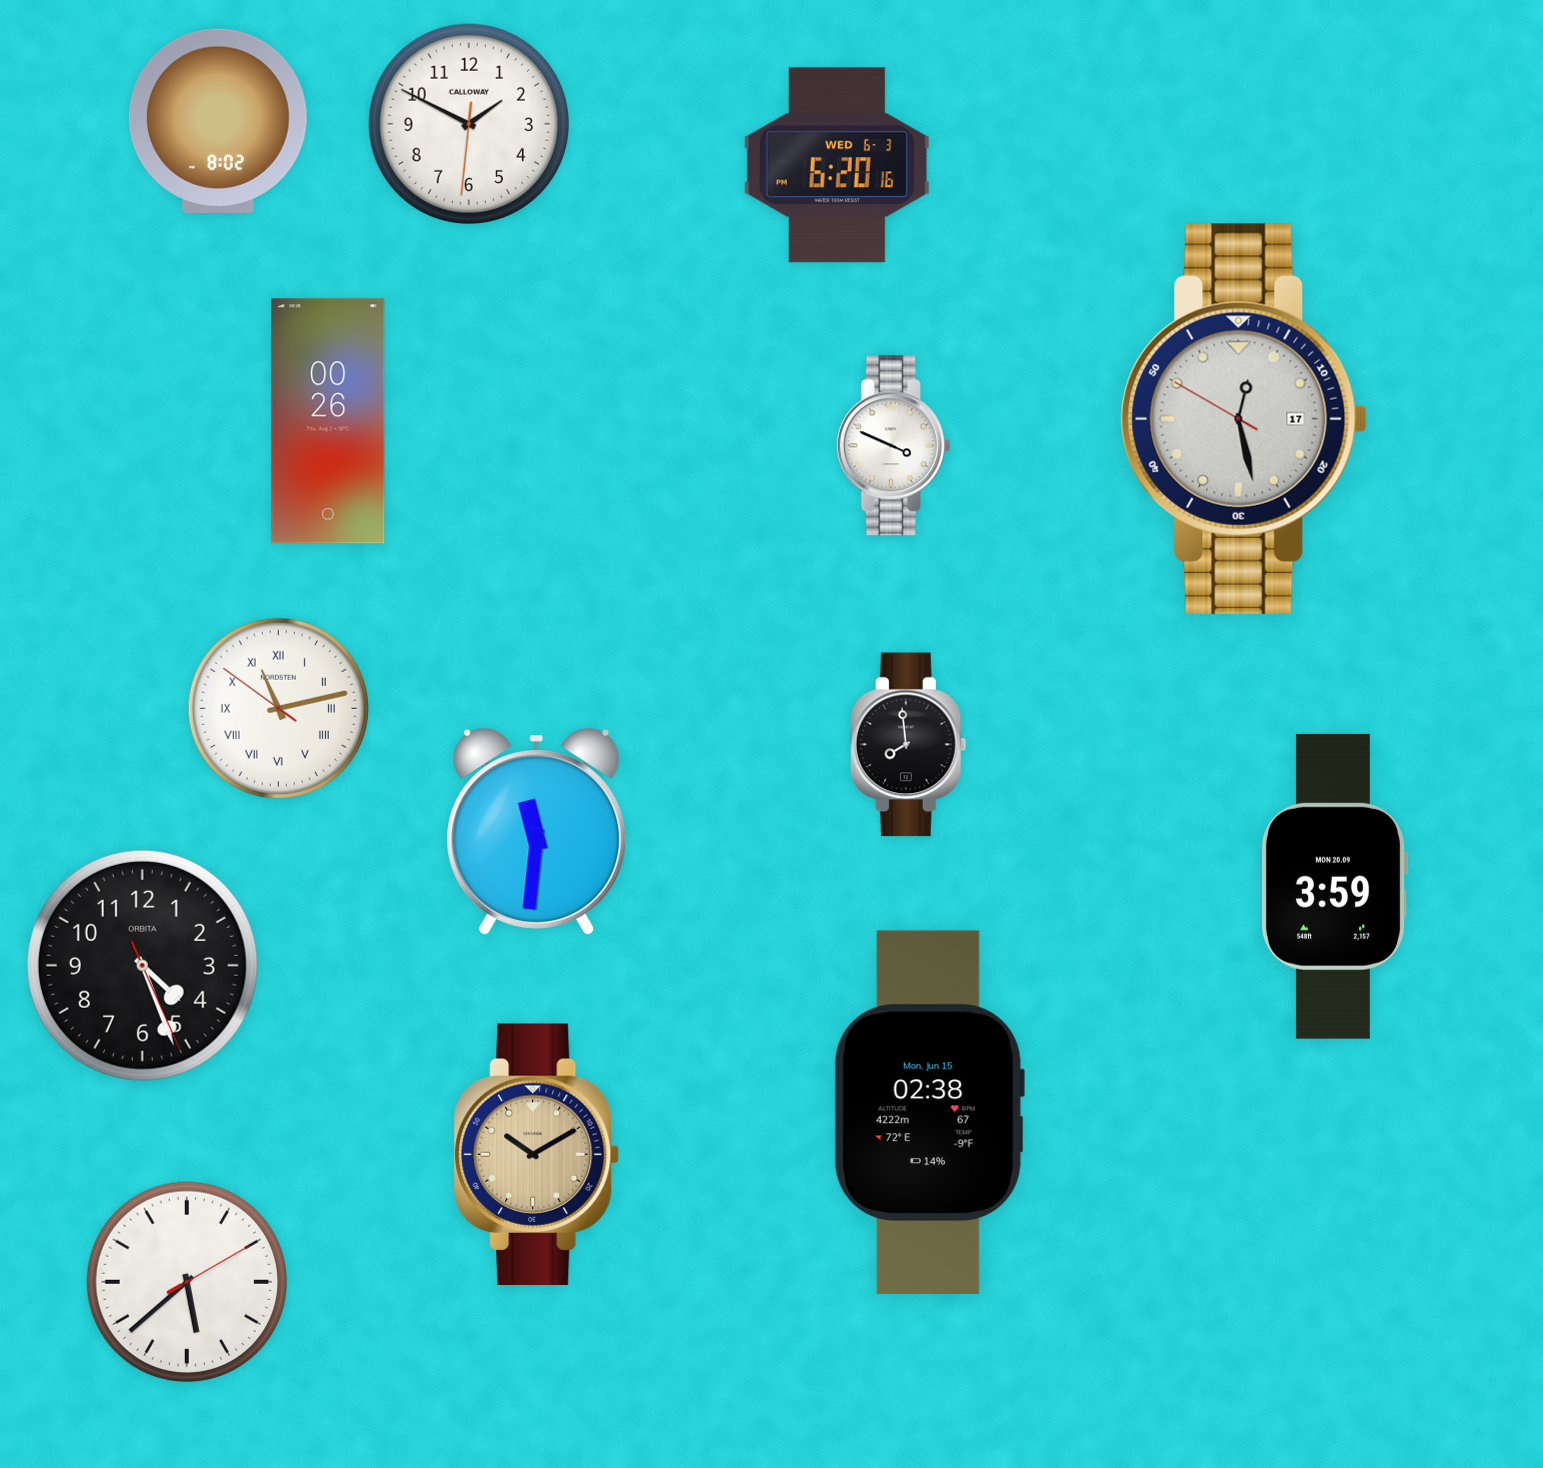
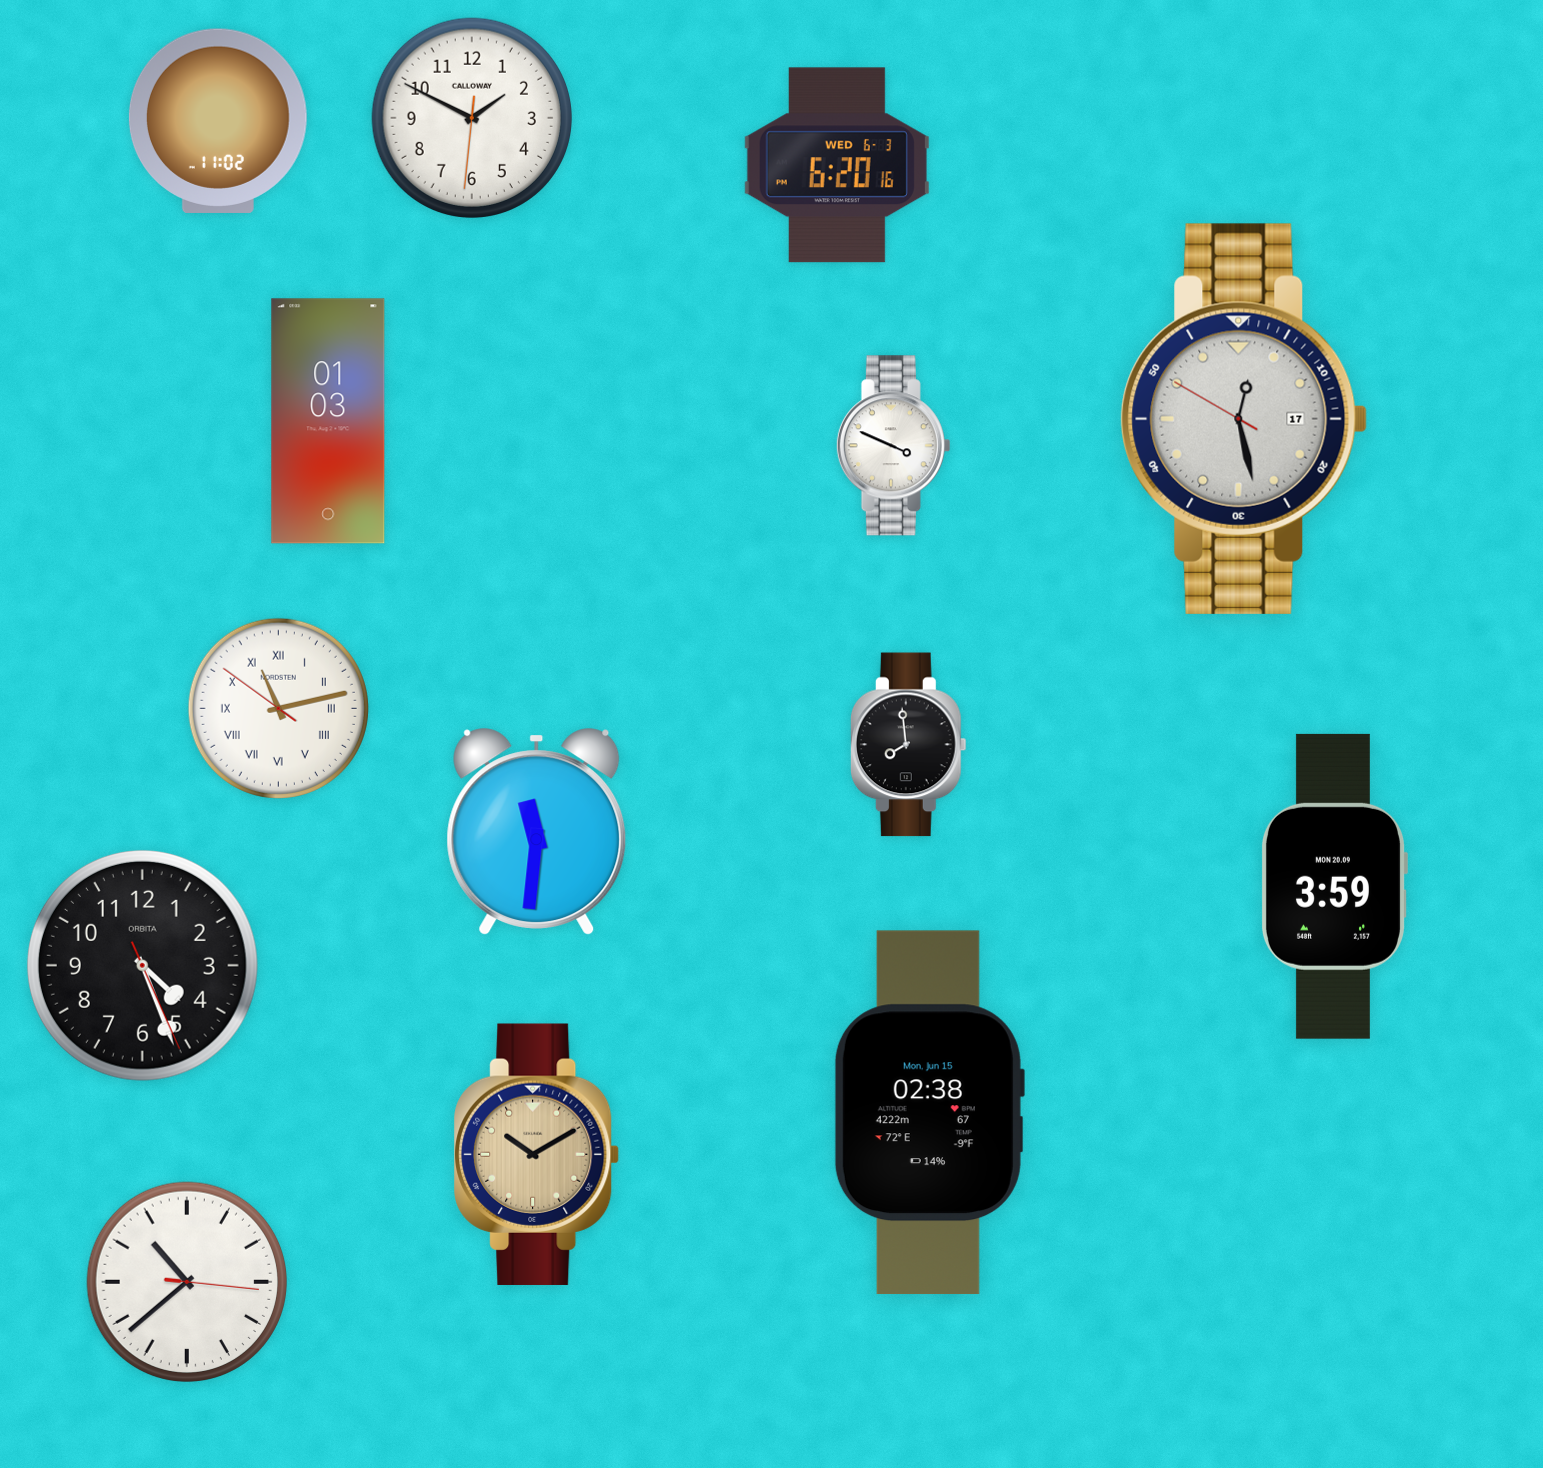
clock at (218, 121): 8:02 -> 11:02
clock at (468, 123) position: (468, 123) -> (471, 117)
clock at (328, 421): 00:26 -> 01:03
clock at (186, 1281): 5:38 -> 10:38
